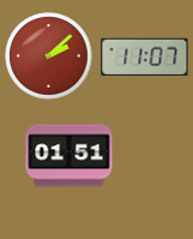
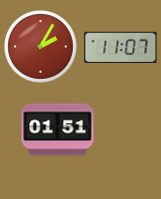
clock at (49, 56): 2:08 -> 2:05
